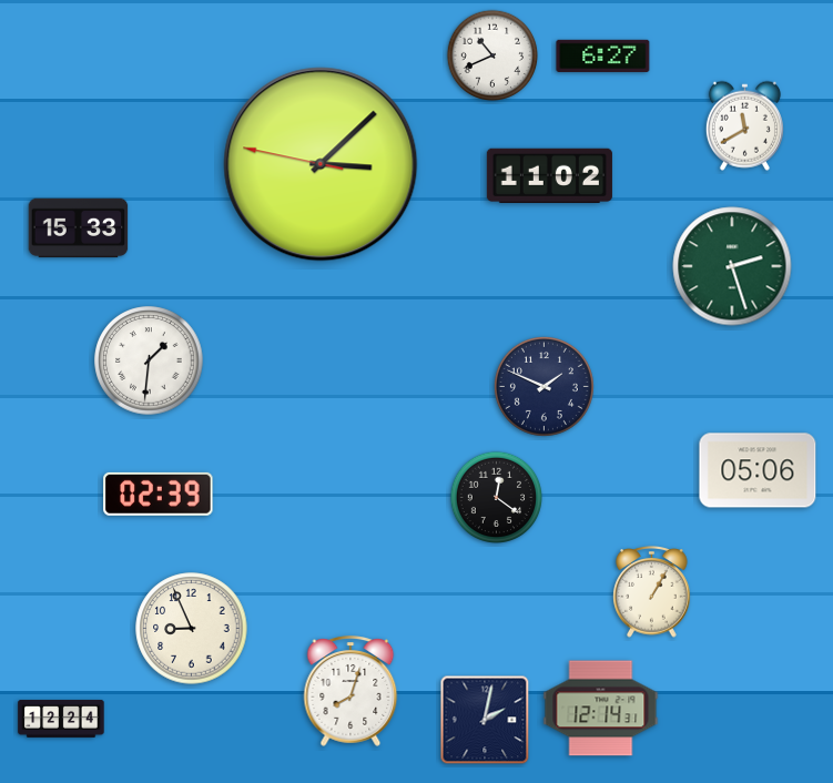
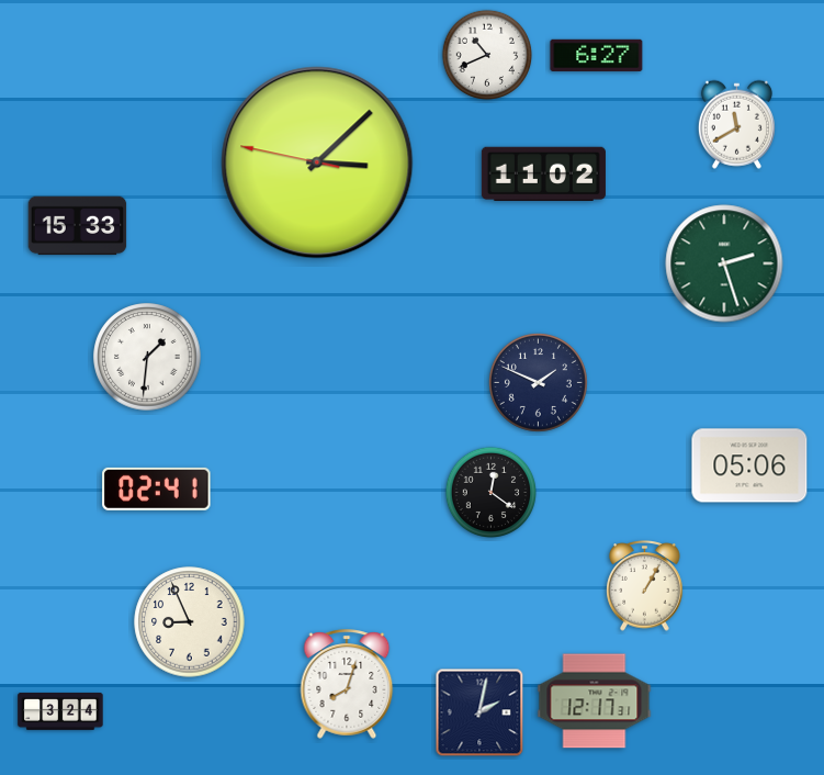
clock at (159, 494): 02:39 -> 02:41
clock at (601, 709): 12:14 -> 12:17
clock at (61, 719): 12:24 -> 3:24
